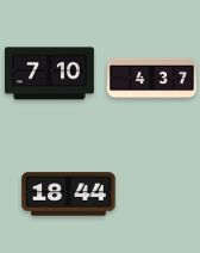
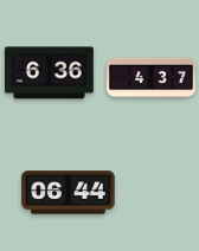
clock at (49, 74): 7:10 -> 6:36
clock at (69, 195): 18:44 -> 06:44
